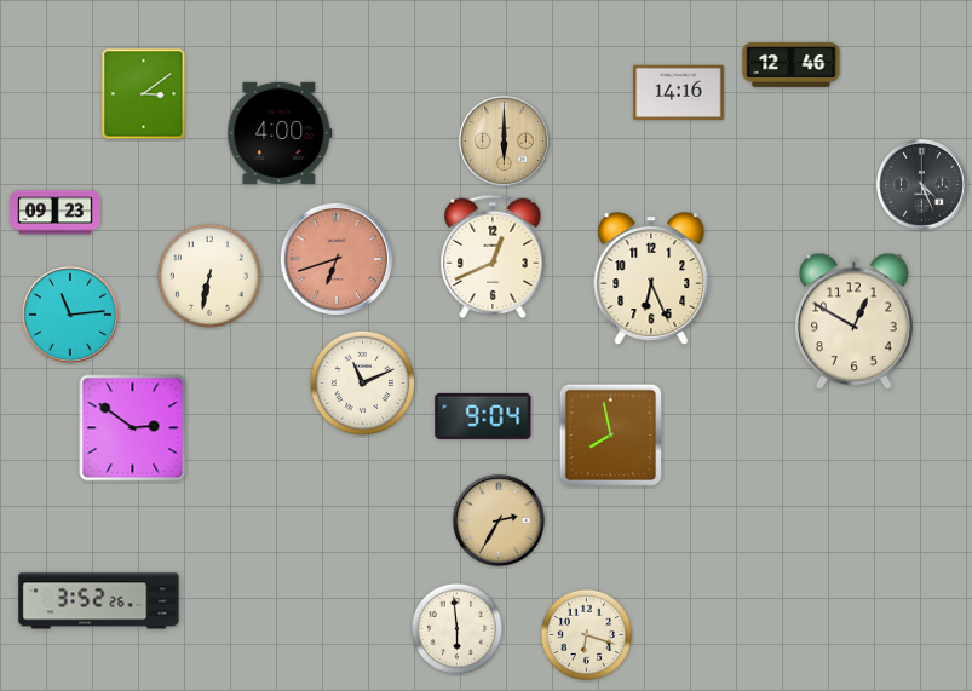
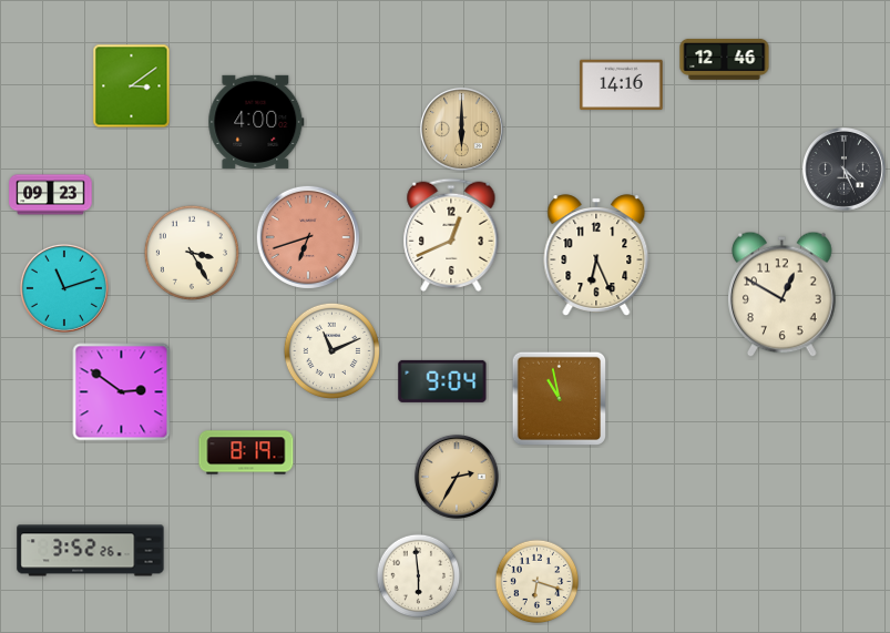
clock at (209, 276): 6:32 -> 3:25
clock at (70, 315): 11:14 -> 11:12
clock at (610, 434): 7:58 -> 10:58
clock at (246, 452): none -> 8:19
